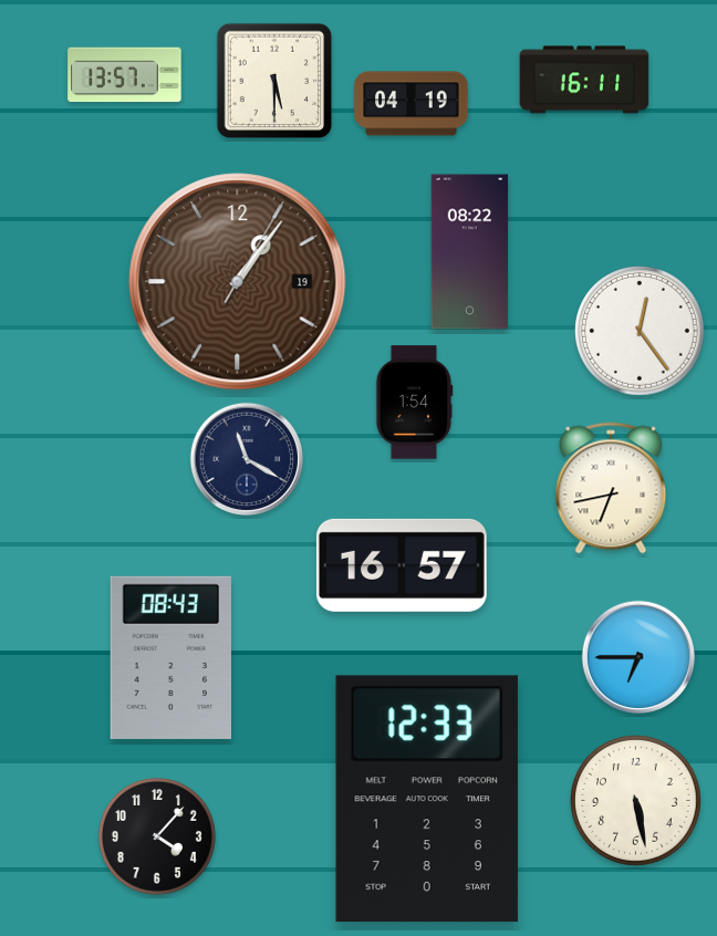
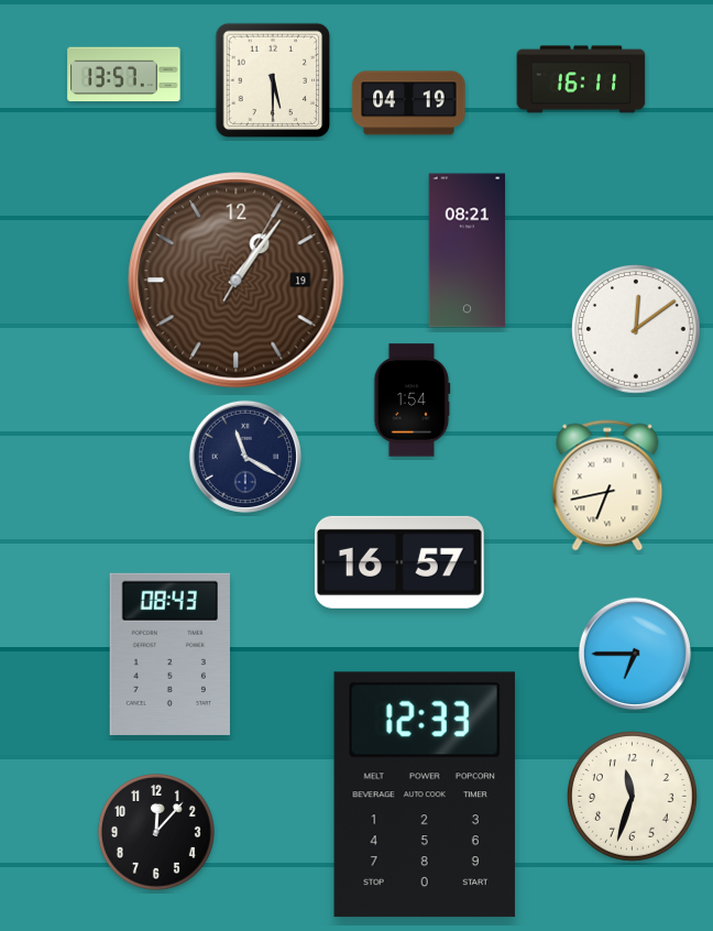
clock at (470, 252): 08:22 -> 08:21
clock at (641, 332): 12:24 -> 12:09
clock at (636, 801): 5:28 -> 11:33
clock at (157, 836): 4:07 -> 12:07
